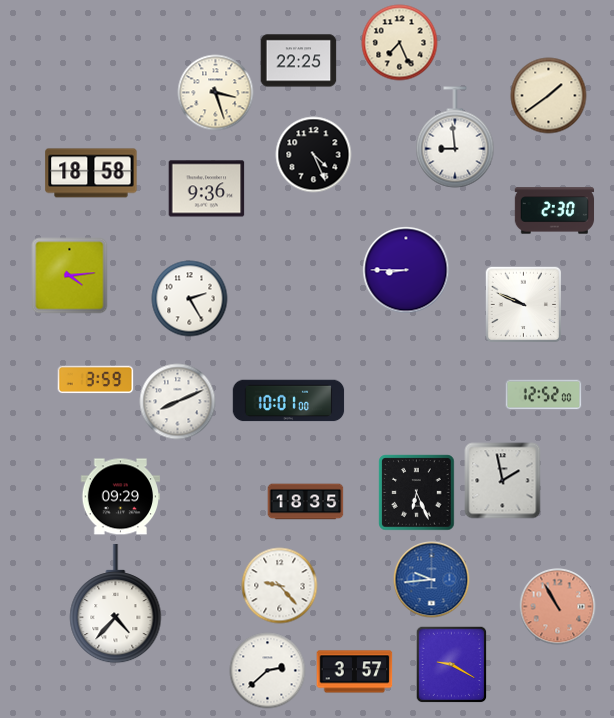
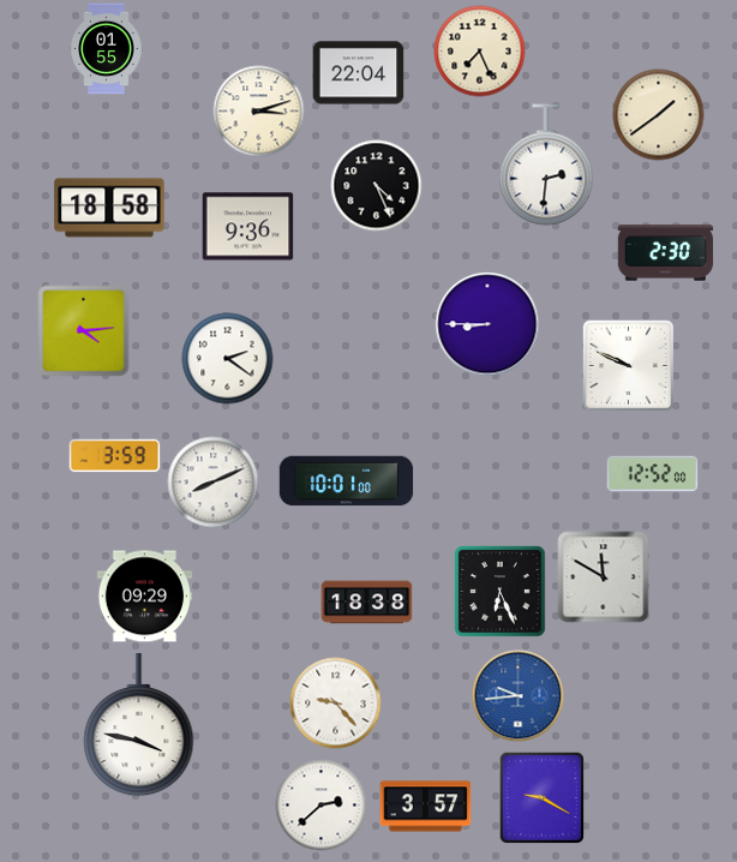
clock at (107, 49): none -> 01:55
clock at (299, 61): 22:25 -> 22:04
clock at (216, 93): 3:27 -> 3:12
clock at (455, 137): 8:59 -> 2:31
clock at (190, 299): 2:25 -> 2:21
clock at (503, 481): 1:58 -> 11:50
clock at (306, 502): 18:35 -> 18:38
clock at (116, 604): 4:37 -> 3:47
clock at (558, 607): 10:55 -> none
